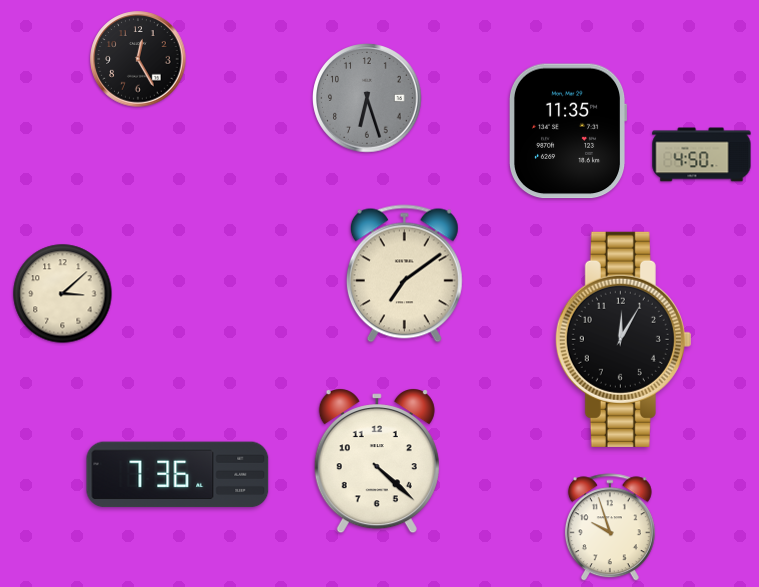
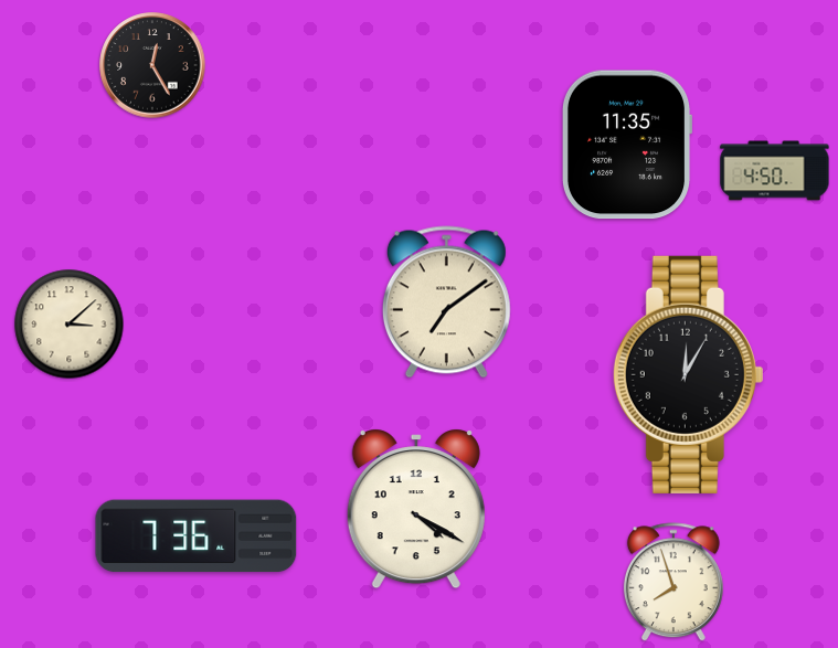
clock at (367, 98): 6:27 -> none
clock at (377, 461): 4:22 -> 4:20
clock at (178, 475) position: (178, 475) -> (197, 537)
clock at (610, 528): 9:57 -> 7:57
